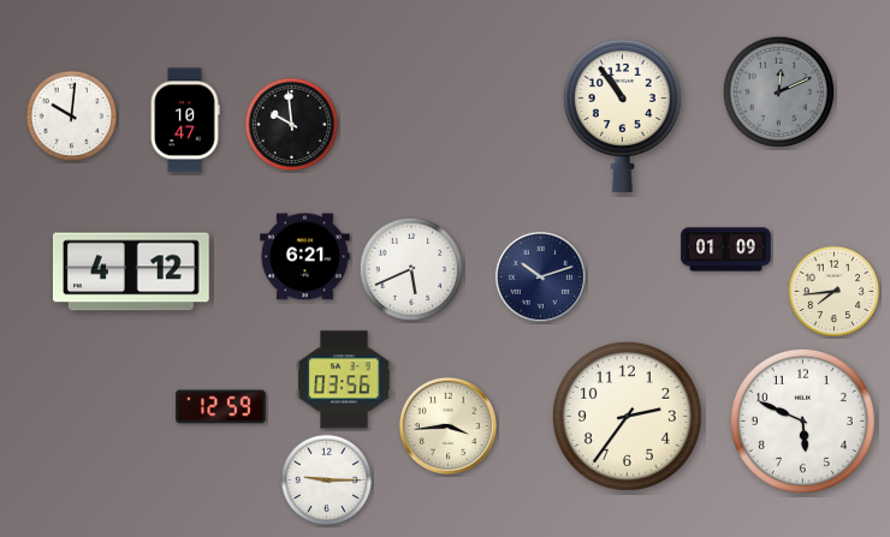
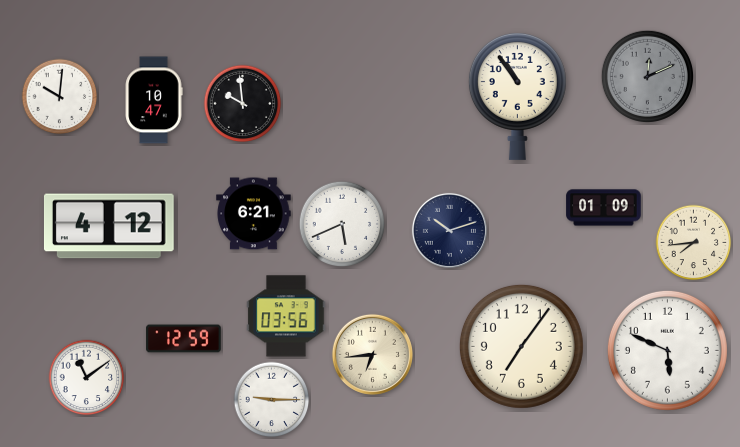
clock at (627, 416): 2:36 -> 7:06
clock at (447, 425): 3:44 -> 6:44
clock at (87, 378): none -> 11:09
